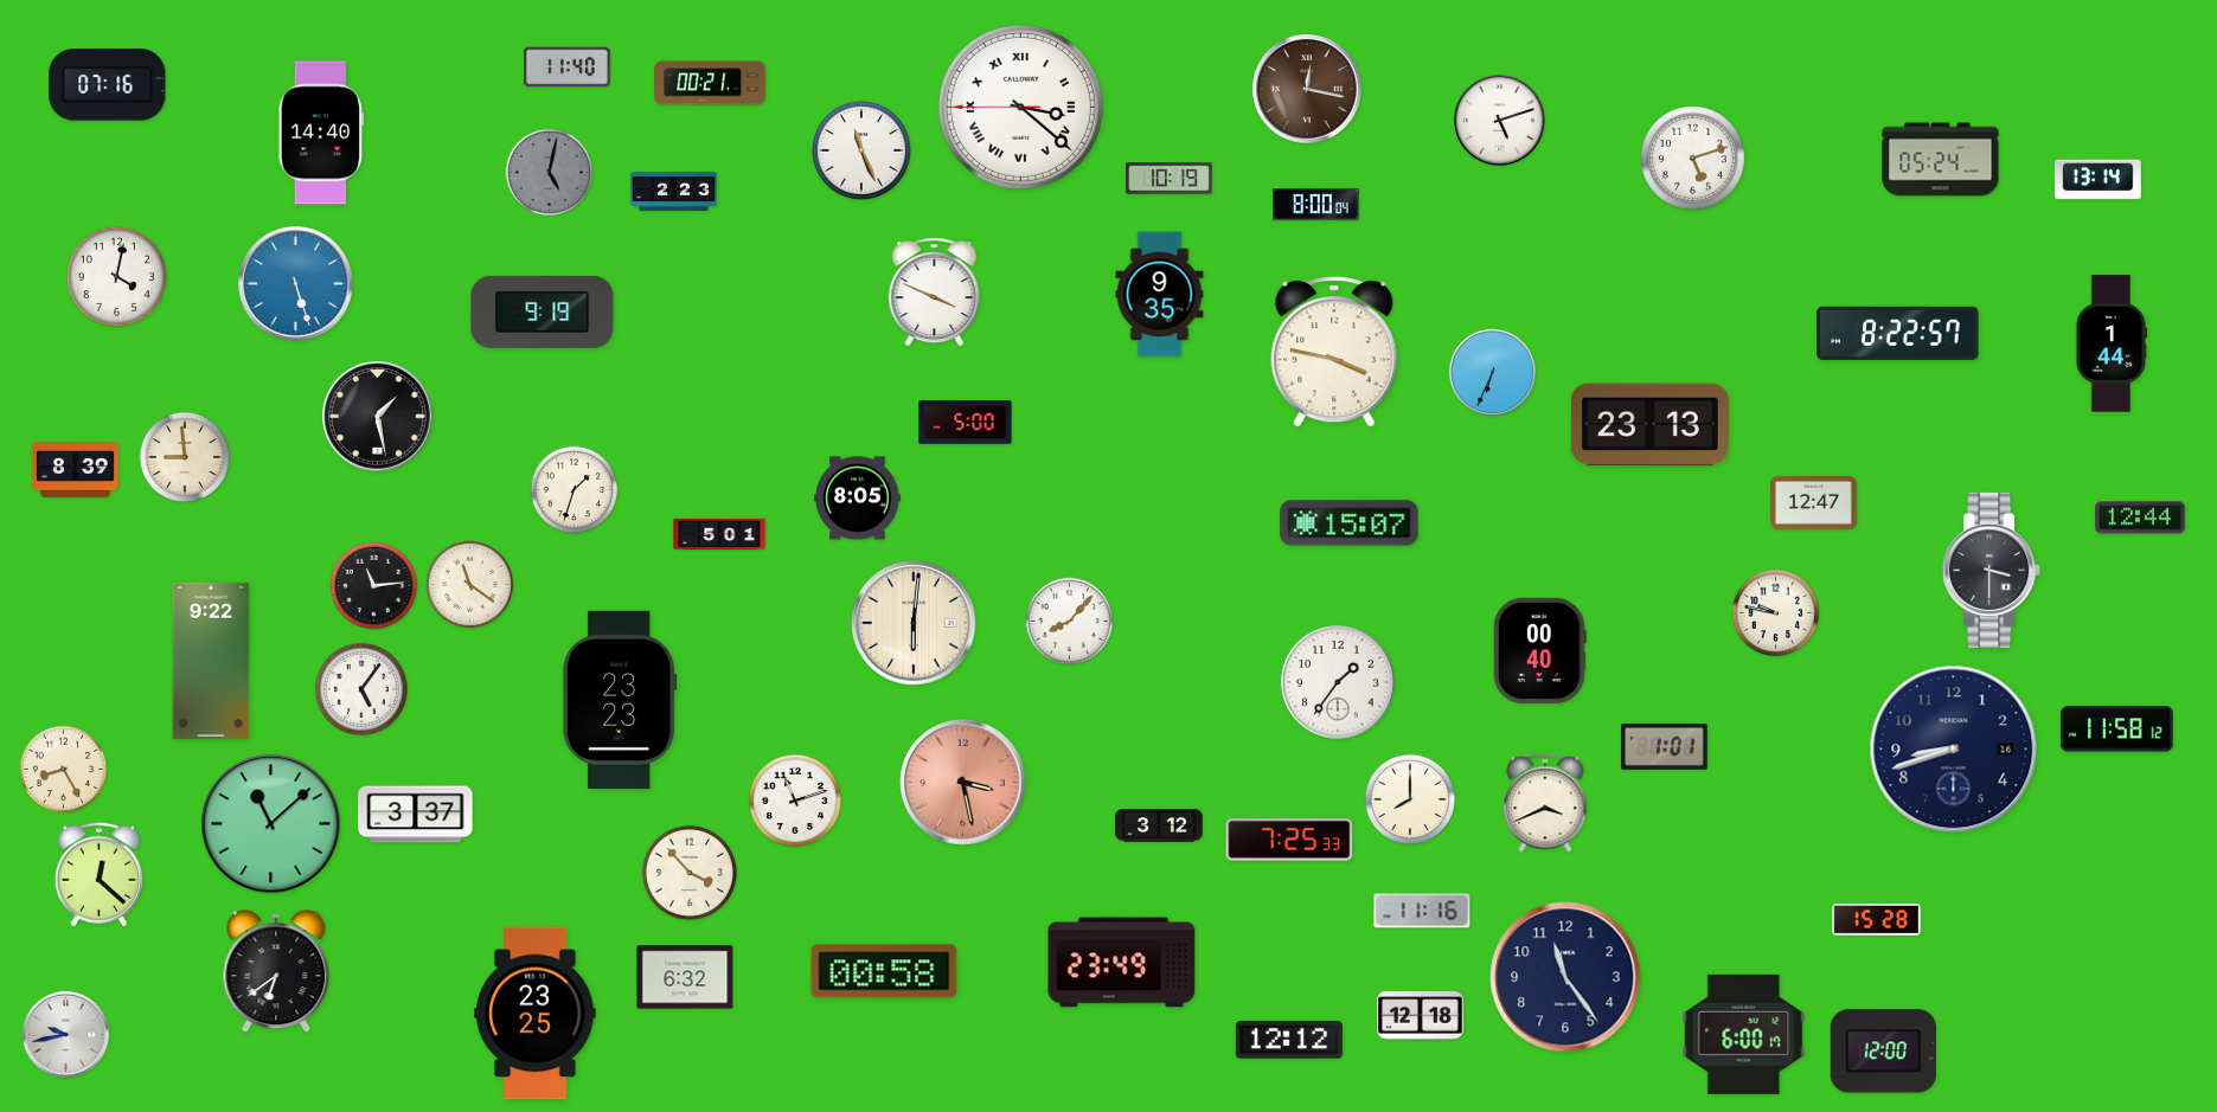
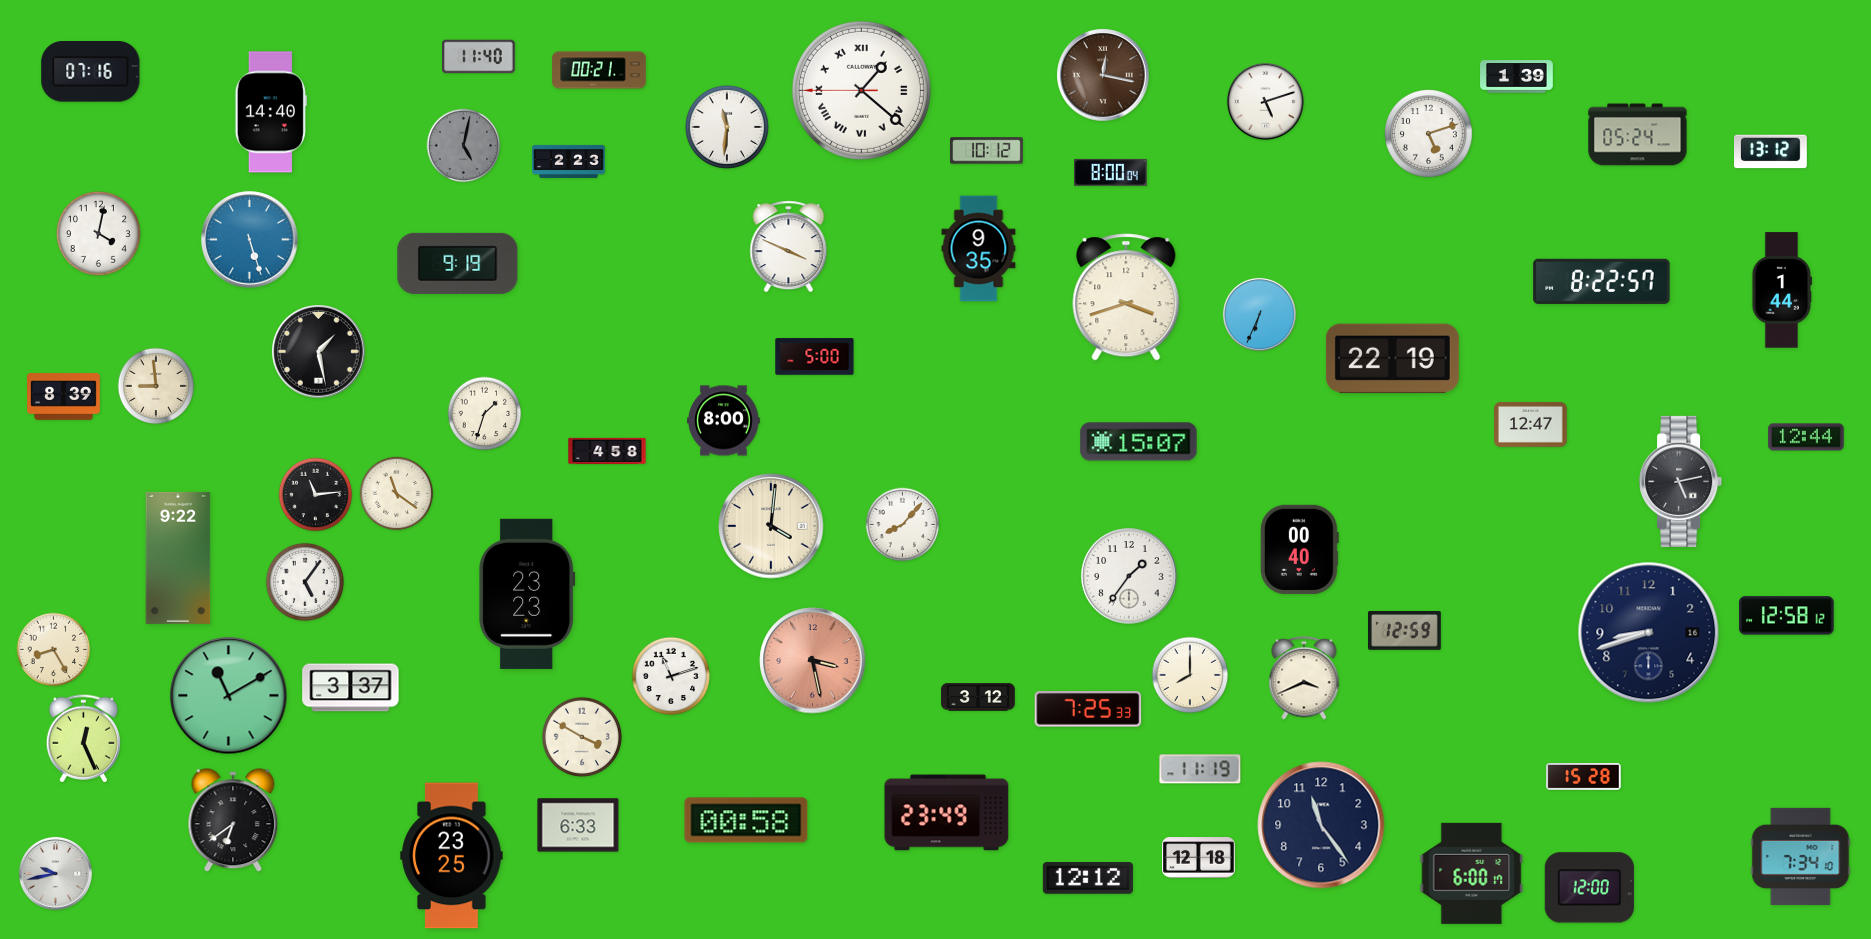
clock at (1517, 77): none -> 1:39
clock at (1020, 107): 3:21 -> 1:21
clock at (861, 150): 11:26 -> 11:31
clock at (1170, 179): 10:19 -> 10:12
clock at (2099, 180): 13:14 -> 13:12
clock at (1334, 352): 3:47 -> 3:42
clock at (1649, 425): 23:13 -> 22:19
clock at (858, 499): 8:05 -> 8:00
clock at (719, 533): 5:01 -> 4:58
clock at (1992, 570): 3:30 -> 5:13
clock at (1776, 613): 9:47 -> none
clock at (914, 623): 6:01 -> 4:01
clock at (620, 700) position: (620, 700) -> (527, 594)
clock at (2117, 729): 11:58 -> 12:58
clock at (1665, 747): 1:01 -> 12:59
clock at (271, 824): 11:08 -> 11:10
clock at (690, 873): 3:53 -> 3:50
clock at (98, 875): 12:22 -> 12:26
clock at (1422, 911): 11:16 -> 11:19
clock at (685, 977): 6:32 -> 6:33
clock at (1801, 856): none -> 7:34
